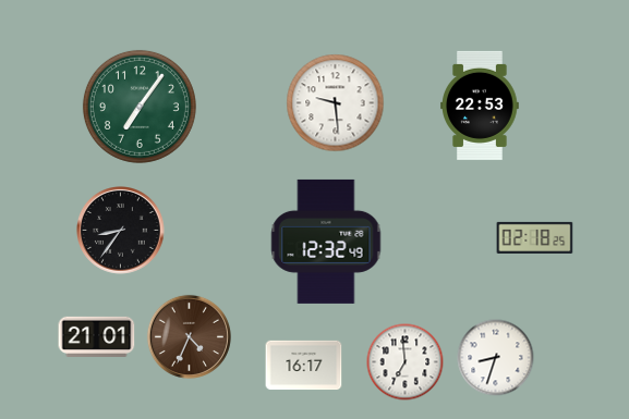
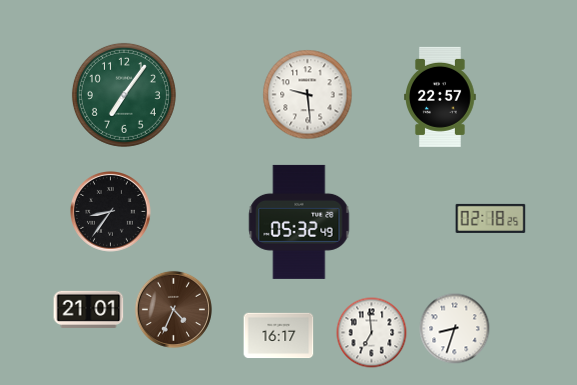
clock at (481, 106): 22:53 -> 22:57
clock at (140, 107) position: (140, 107) -> (124, 95)
clock at (326, 242): 12:32 -> 05:32
